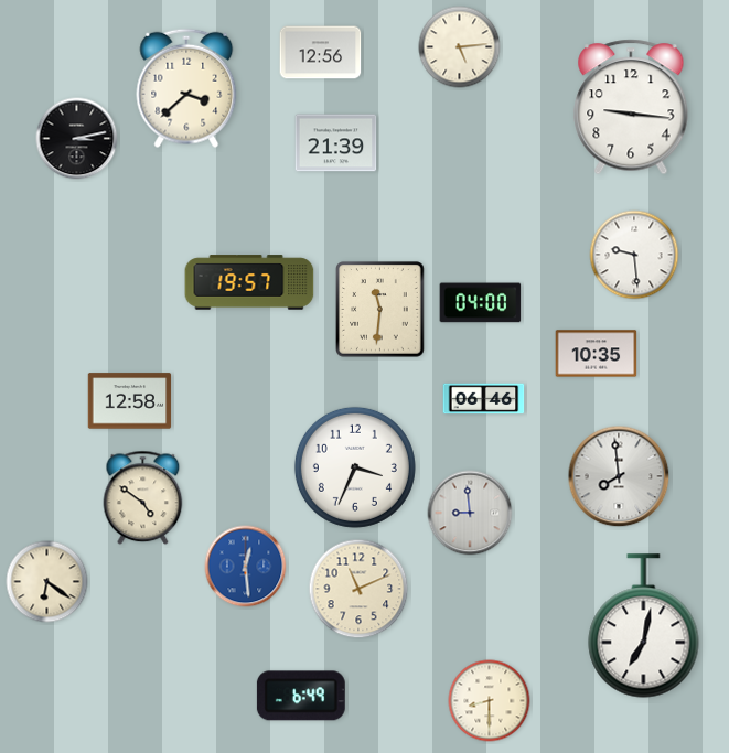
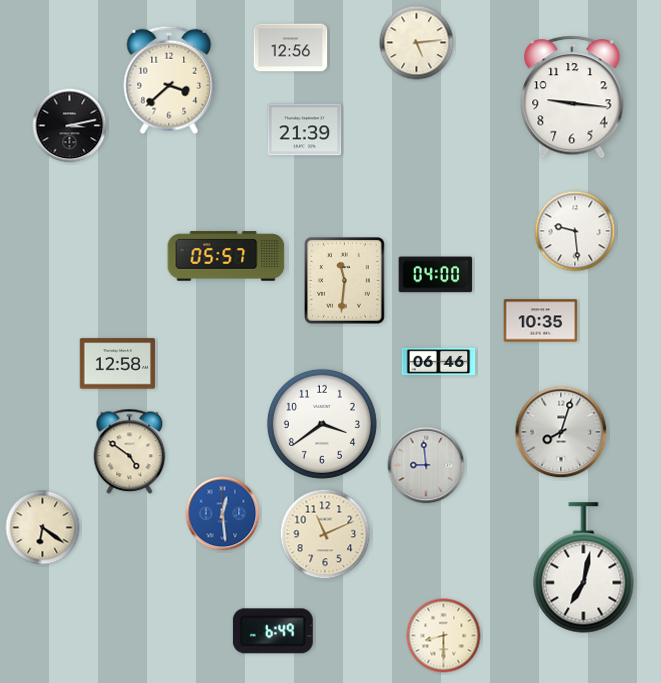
clock at (249, 282): 19:57 -> 05:57
clock at (355, 467): 3:34 -> 3:39
clock at (619, 476): 7:59 -> 8:03
